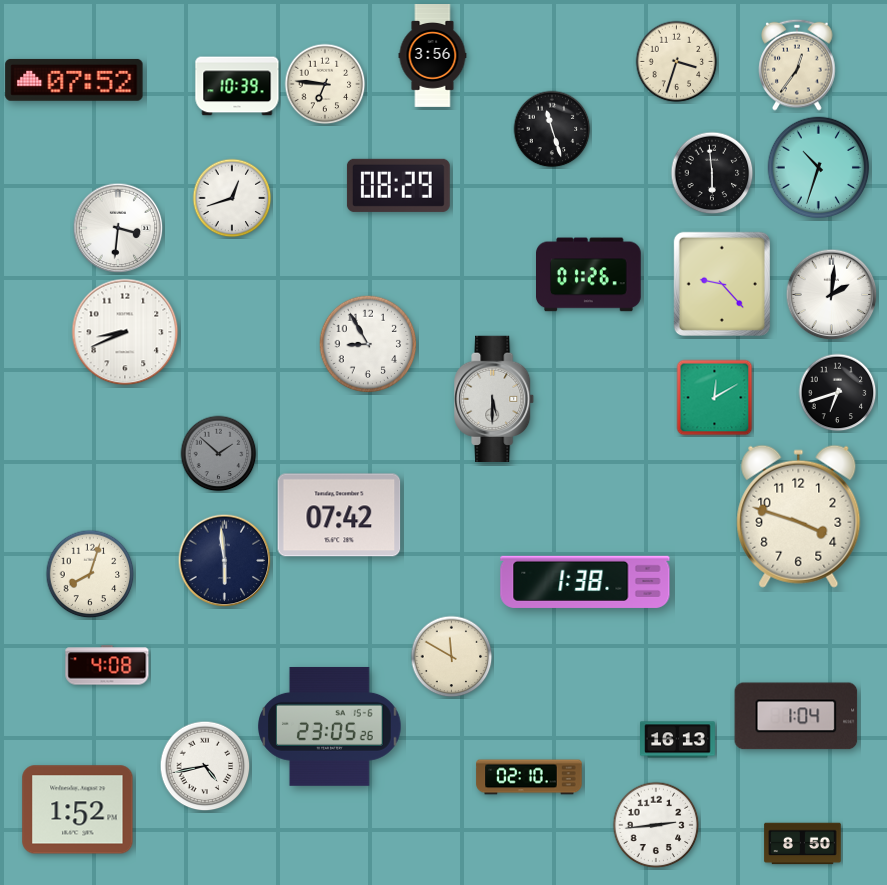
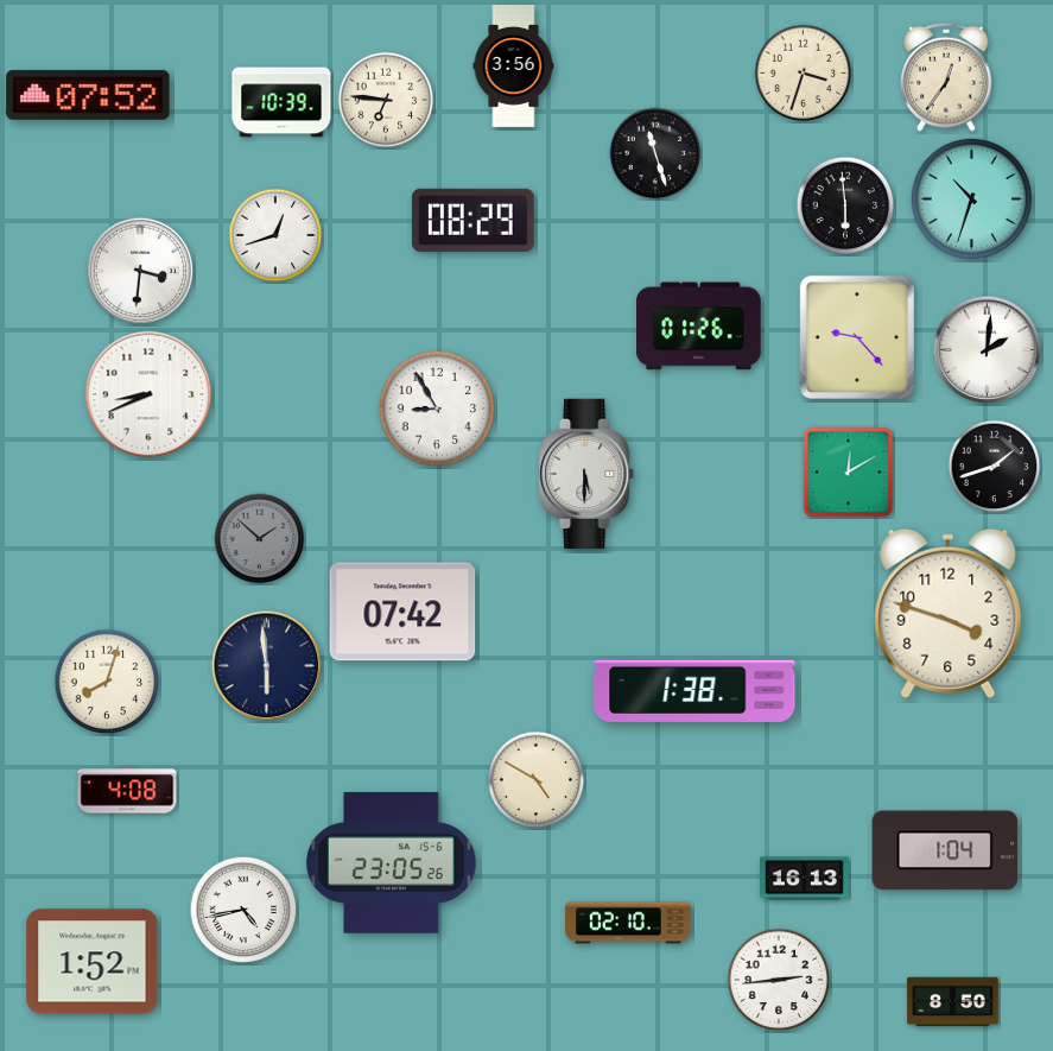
clock at (838, 393): 6:42 -> 1:42
clock at (452, 657): 11:50 -> 4:50
